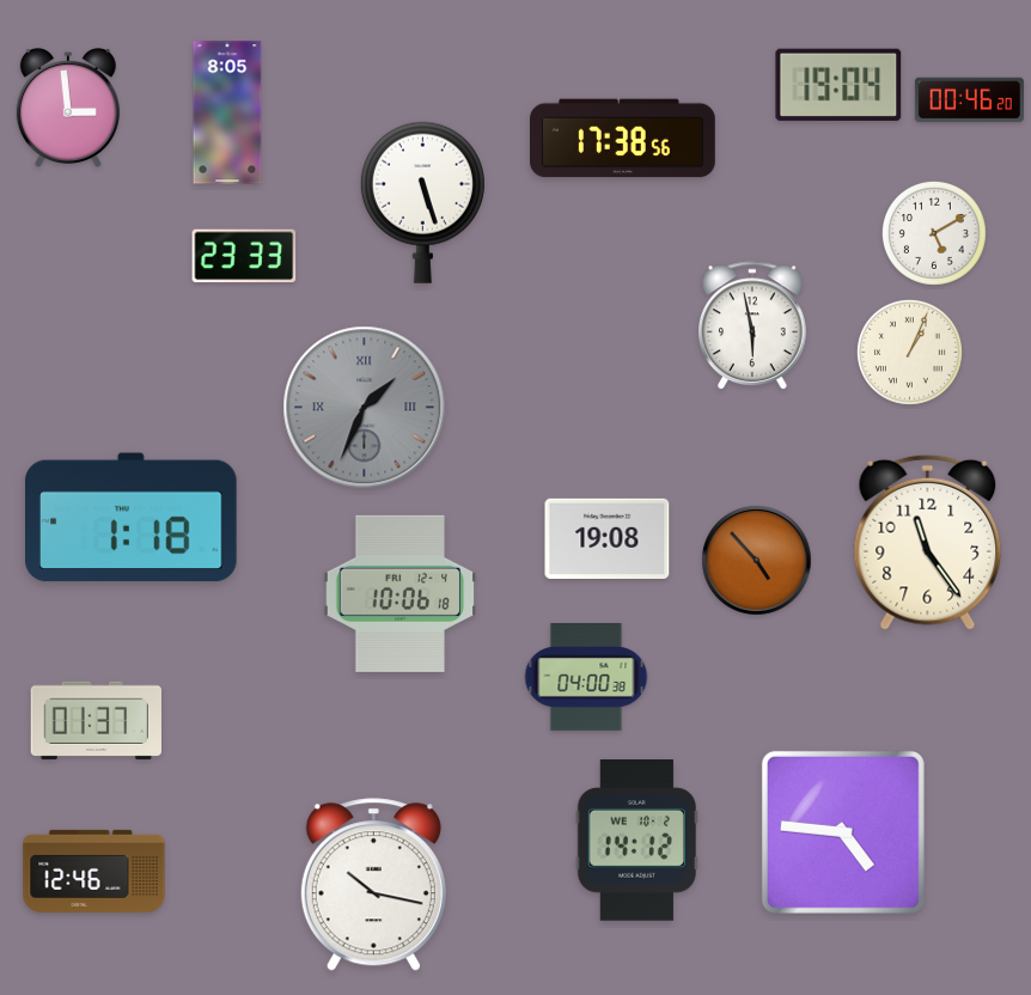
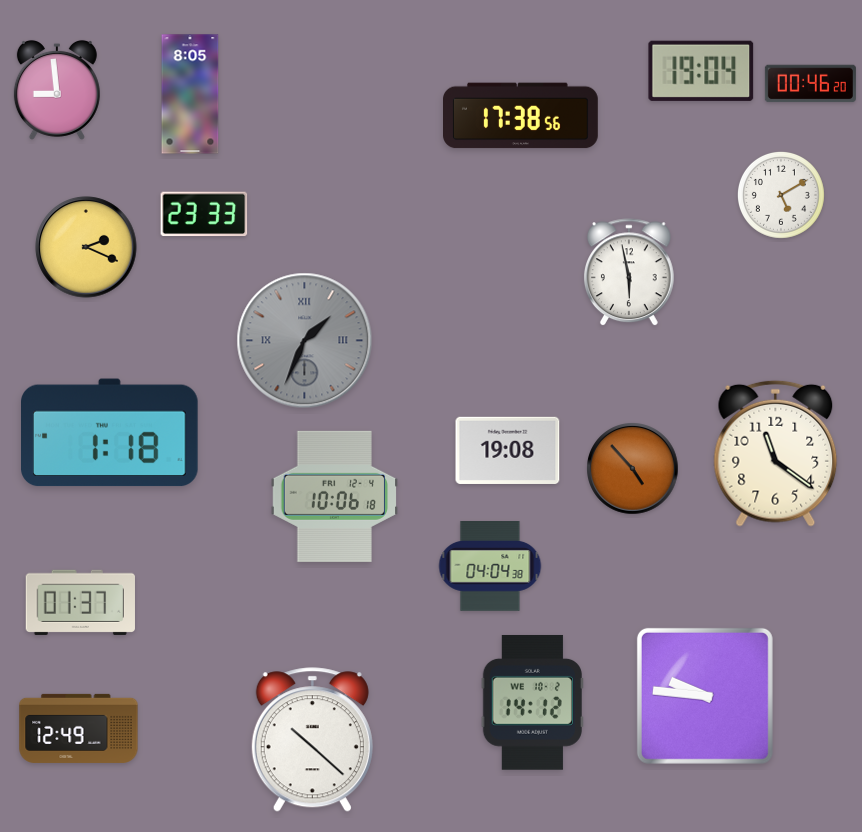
clock at (68, 108): 2:59 -> 8:59
clock at (422, 202): 5:27 -> none
clock at (86, 247): none -> 2:19
clock at (910, 353): 1:04 -> none
clock at (928, 542): 11:24 -> 11:21
clock at (586, 678): 04:00 -> 04:04
clock at (843, 832): 4:46 -> 9:46
clock at (94, 871): 12:46 -> 12:49
clock at (373, 885): 10:17 -> 10:22
